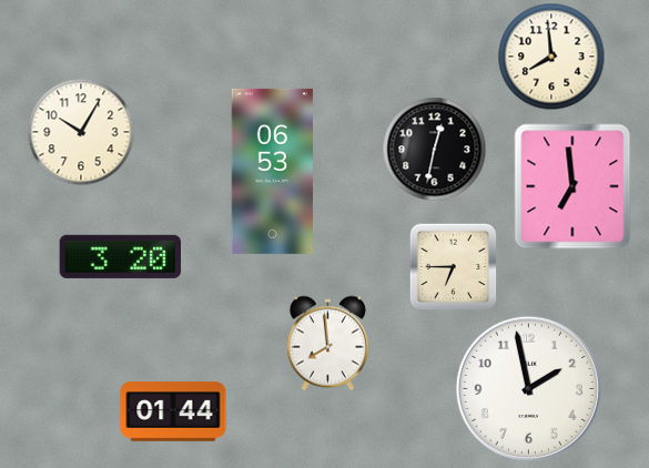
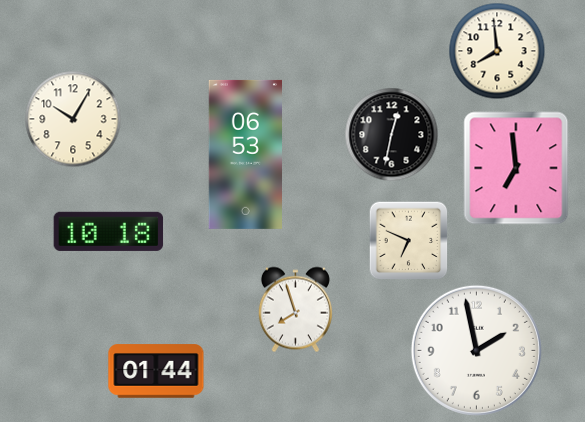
clock at (121, 256): 3:20 -> 10:18
clock at (454, 267): 6:45 -> 6:49
clock at (327, 344): 7:59 -> 7:57
